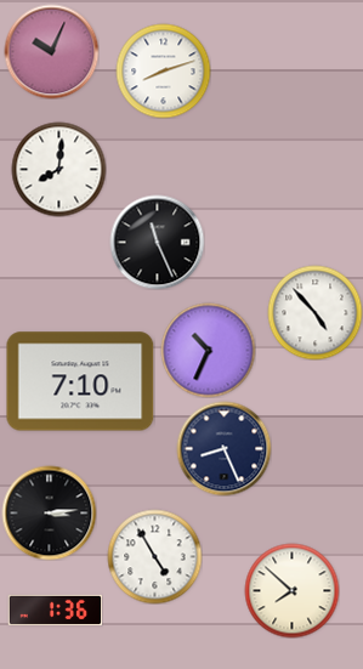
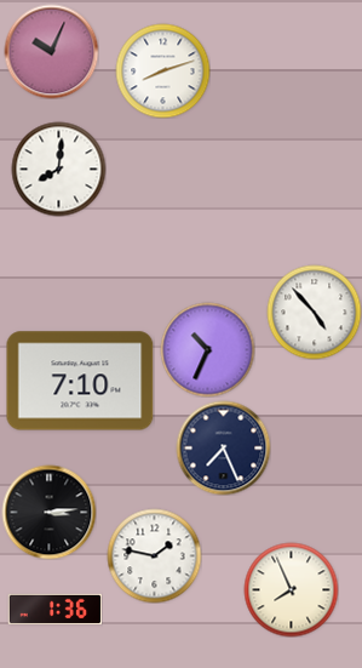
clock at (157, 242): 11:26 -> none
clock at (223, 448): 8:26 -> 7:26
clock at (154, 556): 4:55 -> 1:47
clock at (291, 590): 7:52 -> 7:56
